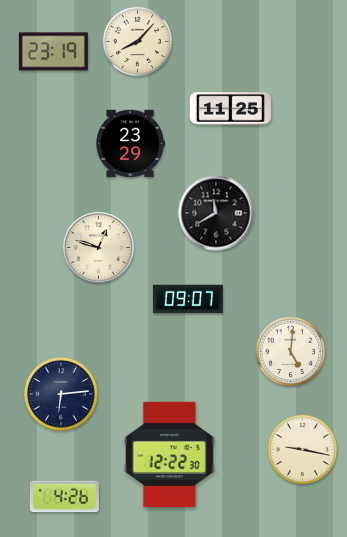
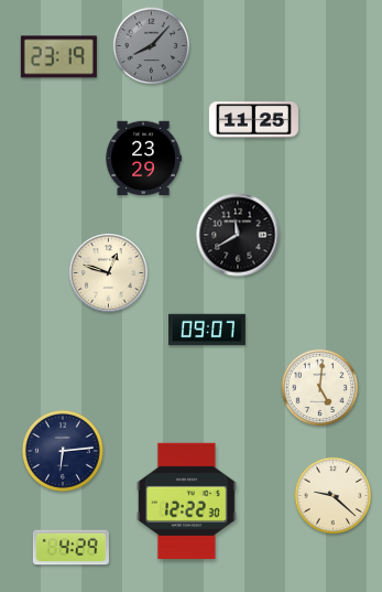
clock at (138, 42) dial: cream -> grey
clock at (61, 394) position: (61, 394) -> (63, 451)
clock at (303, 450): 9:17 -> 9:22
clock at (64, 497): 4:26 -> 4:29
